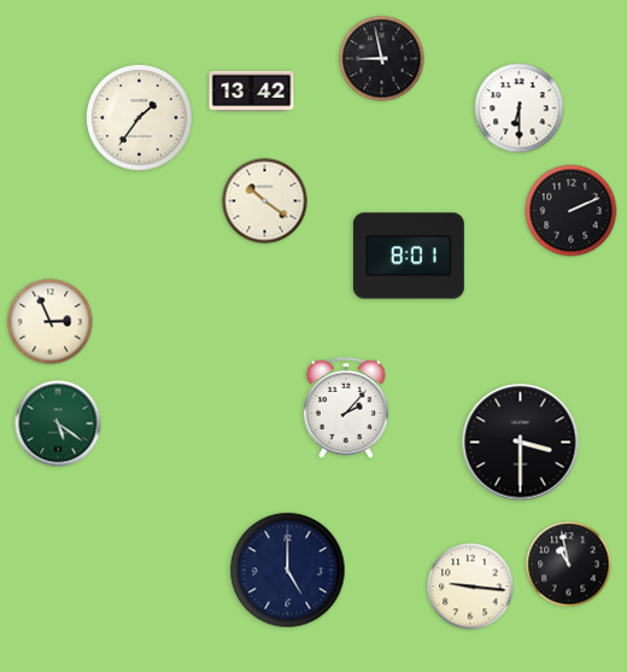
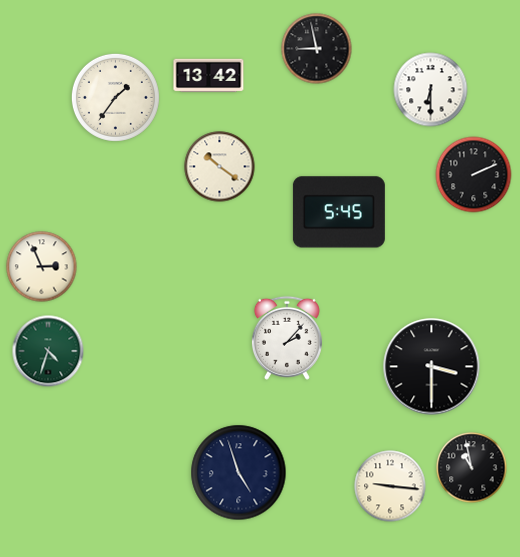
clock at (409, 256): 8:01 -> 5:45
clock at (58, 423): 5:21 -> 4:33
clock at (288, 571): 5:00 -> 4:57
